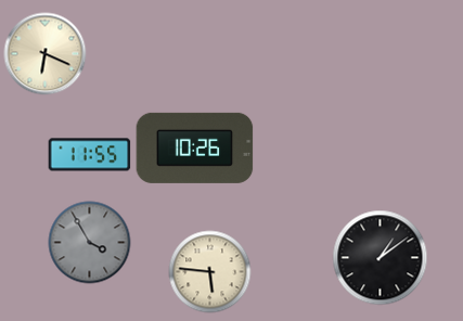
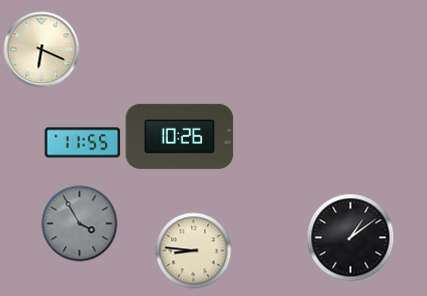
clock at (90, 243) position: (90, 243) -> (80, 224)
clock at (210, 272): 5:46 -> 8:46
